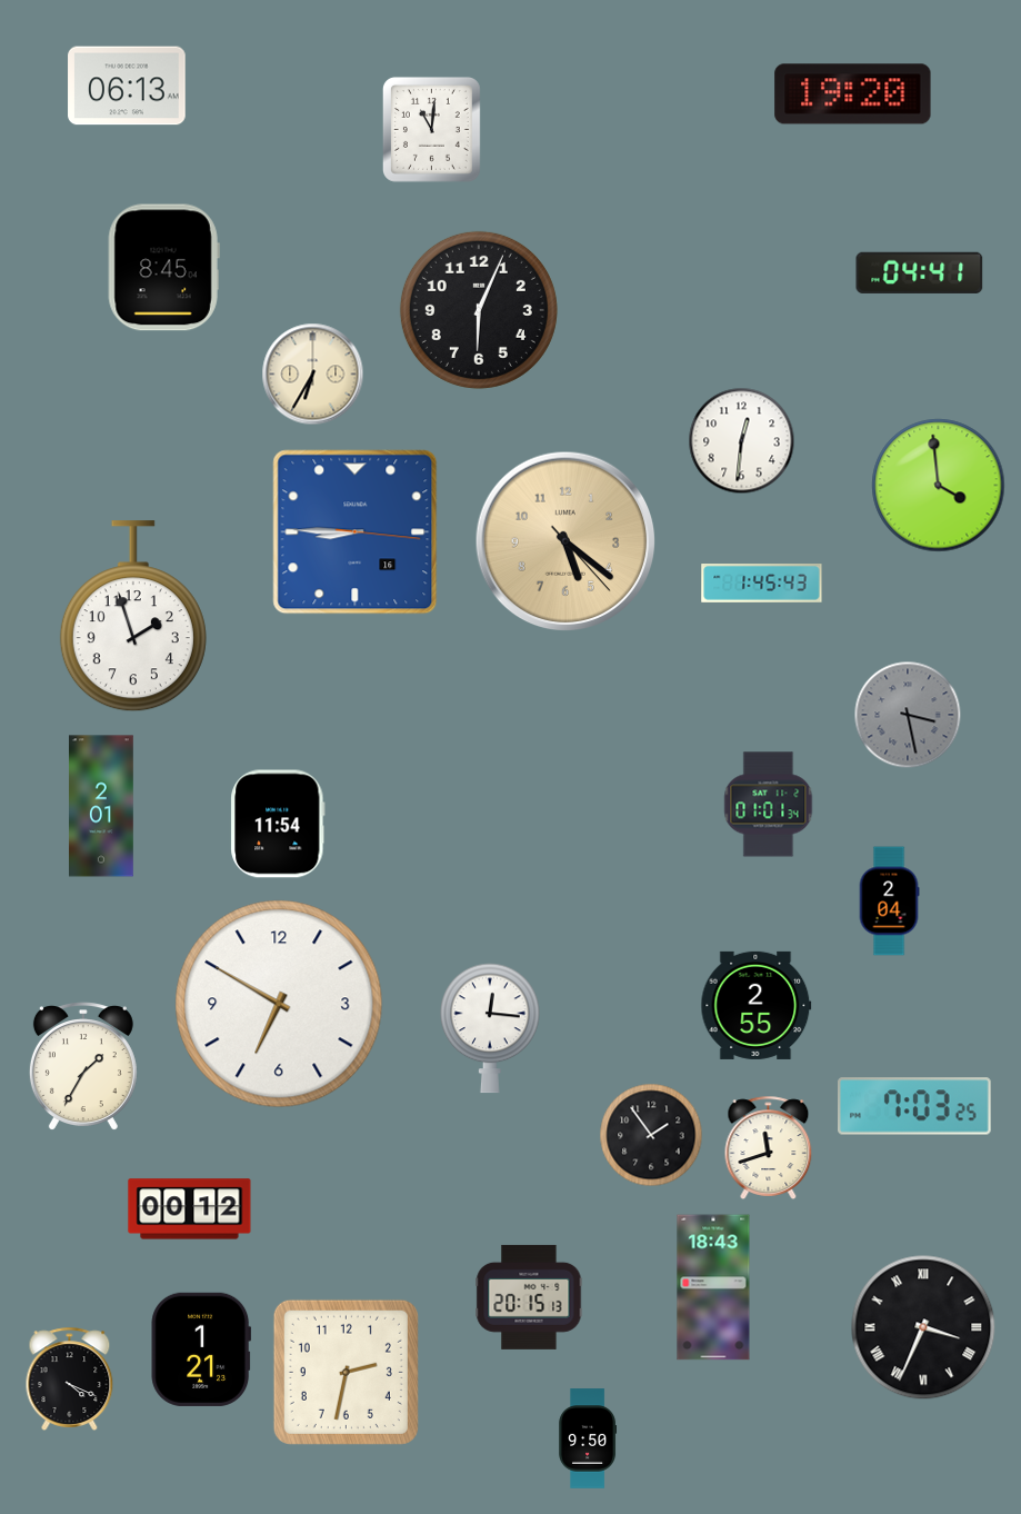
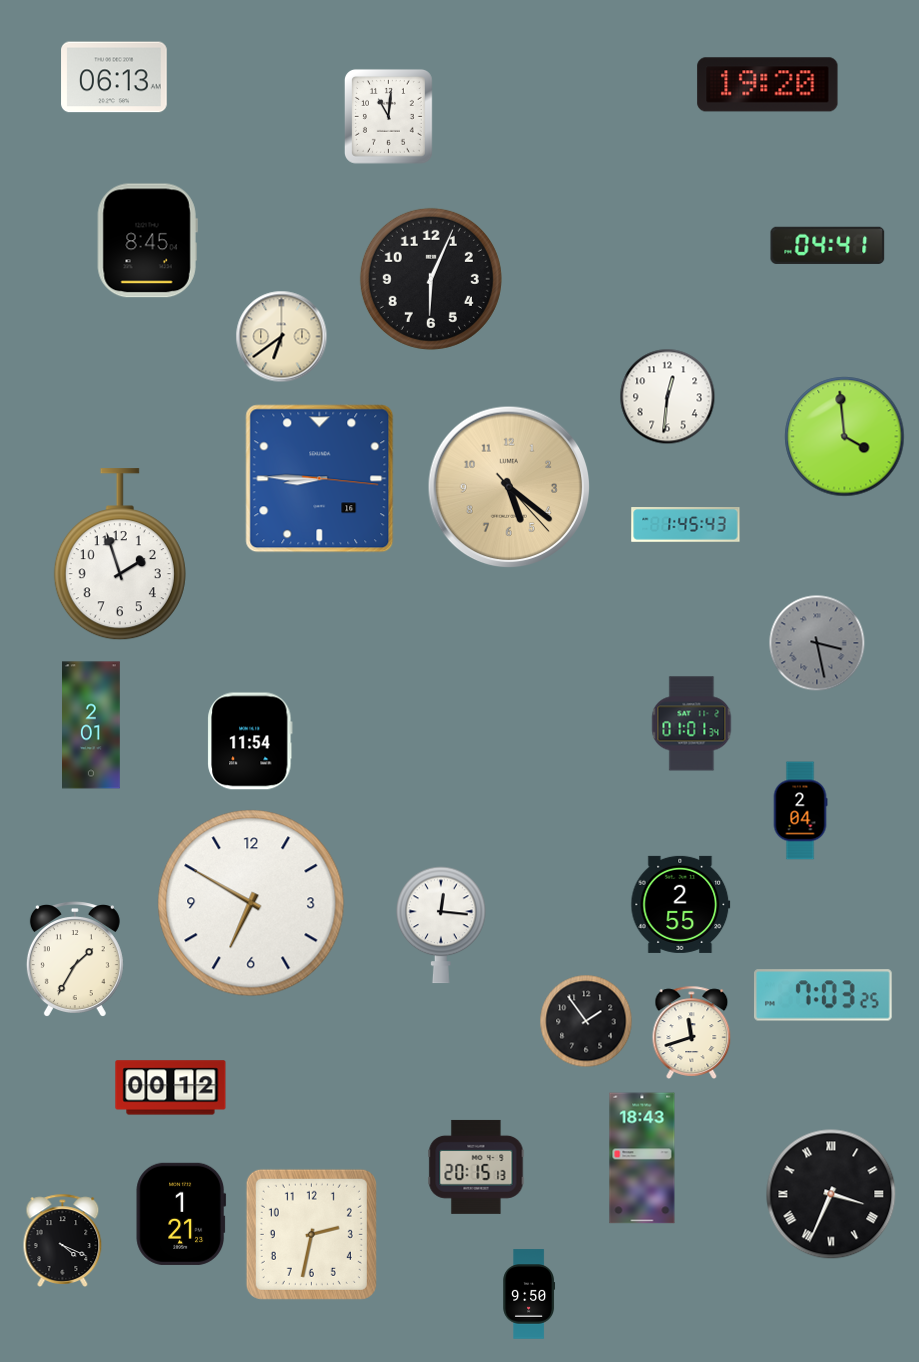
clock at (313, 375): 6:35 -> 6:39
